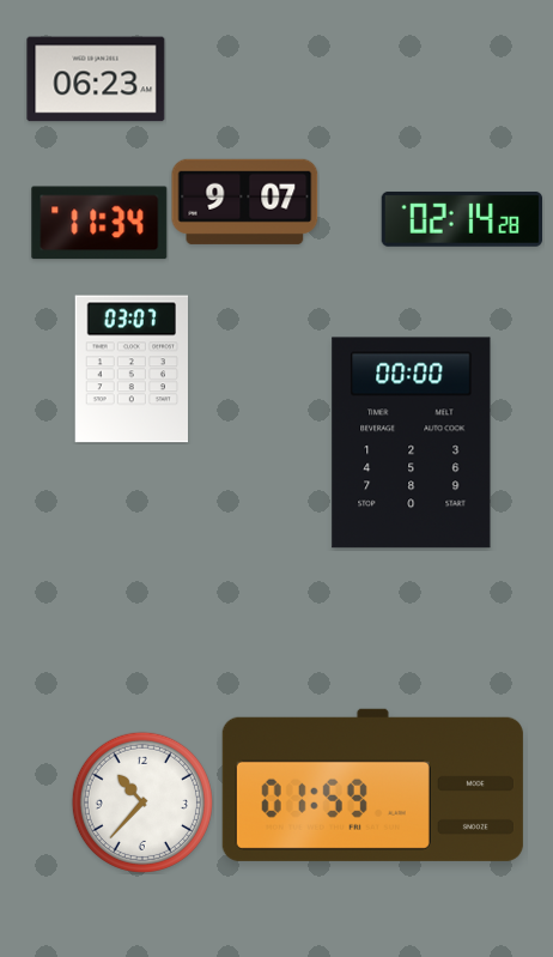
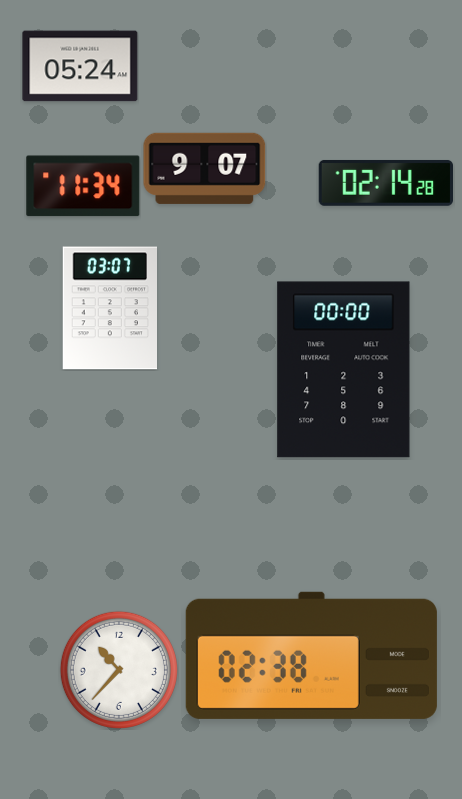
clock at (96, 79): 06:23 -> 05:24
clock at (372, 785): 01:59 -> 02:38
